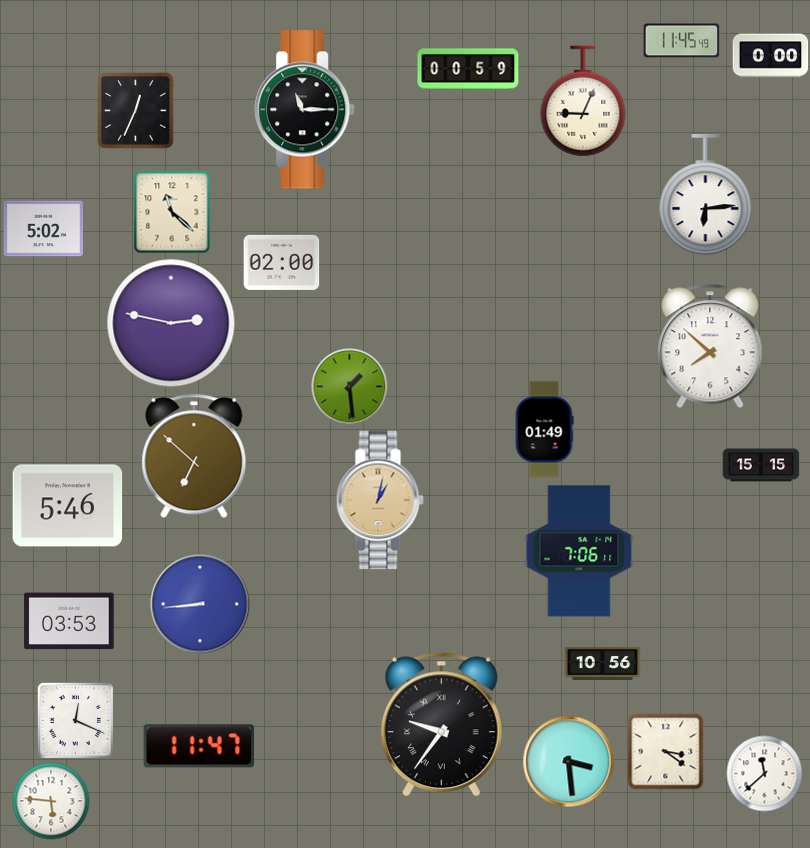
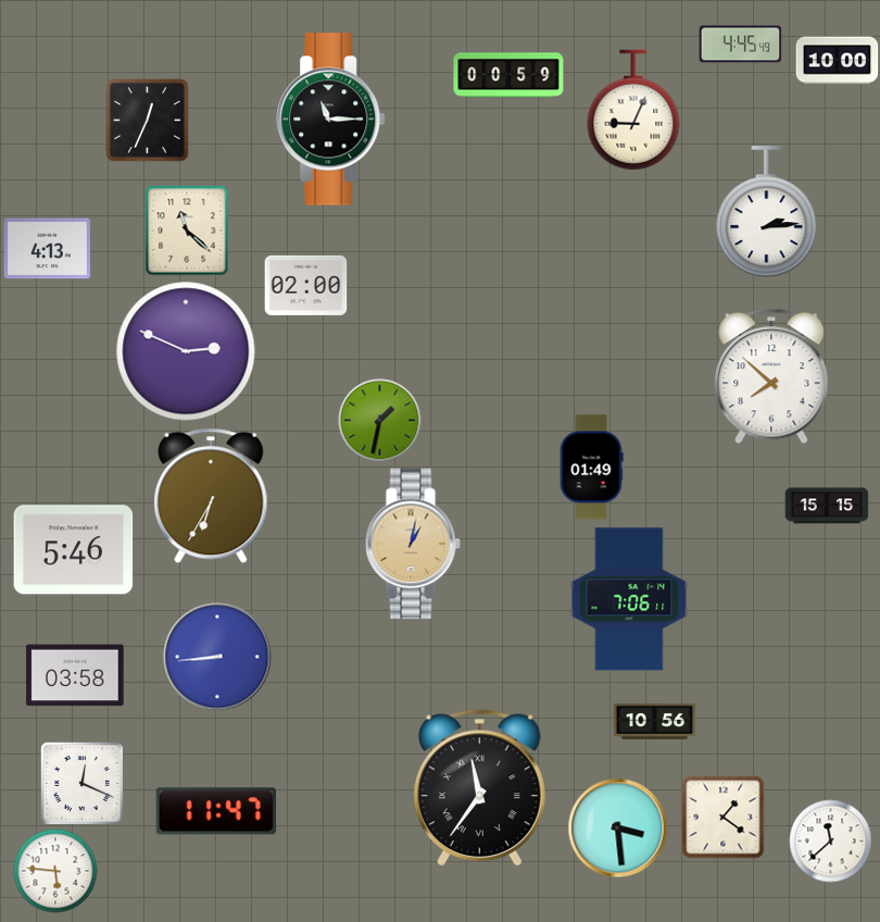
clock at (682, 41): 11:45 -> 4:45
clock at (771, 56): 0:00 -> 10:00
clock at (706, 195): 6:14 -> 2:14
clock at (43, 229): 5:02 -> 4:13
clock at (171, 323): 2:47 -> 2:49
clock at (350, 387): 1:29 -> 1:32
clock at (194, 456): 6:52 -> 6:35
clock at (69, 621): 03:53 -> 03:58
clock at (441, 725): 9:36 -> 11:36
clock at (666, 752): 3:21 -> 1:21
